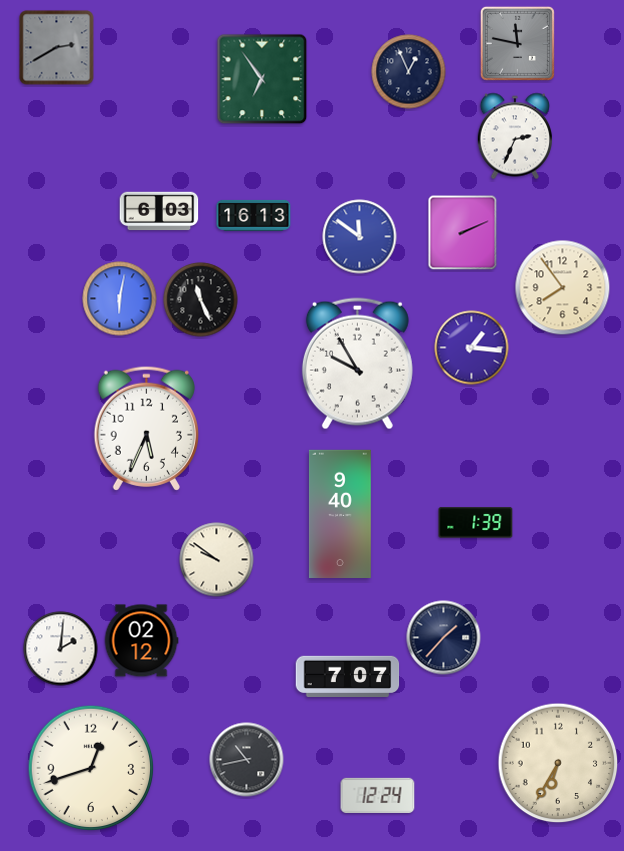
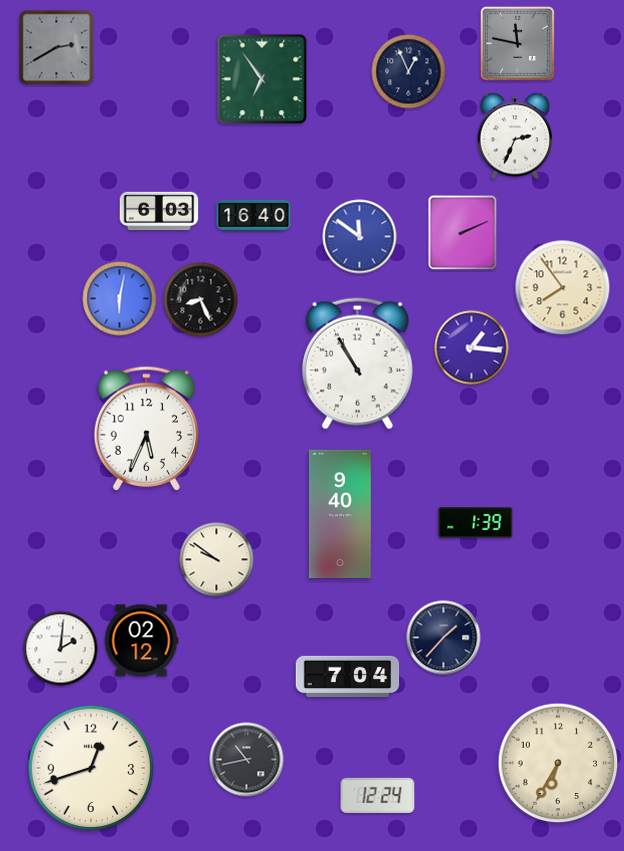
clock at (254, 215): 16:13 -> 16:40
clock at (201, 300): 11:26 -> 8:26
clock at (357, 364): 9:55 -> 10:55
clock at (348, 676): 7:07 -> 7:04
